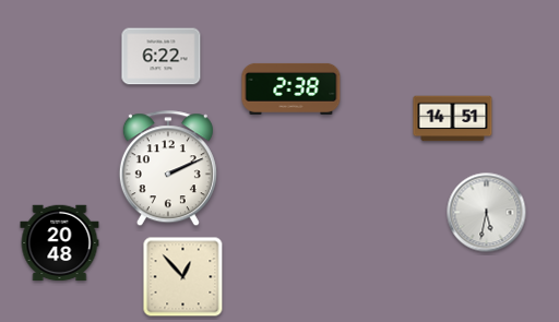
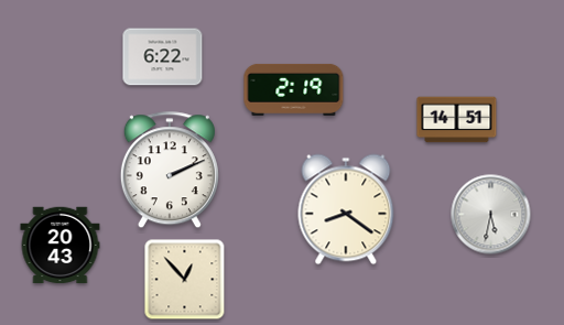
clock at (292, 88): 2:38 -> 2:19
clock at (346, 209): none -> 8:21
clock at (60, 243): 20:48 -> 20:43
